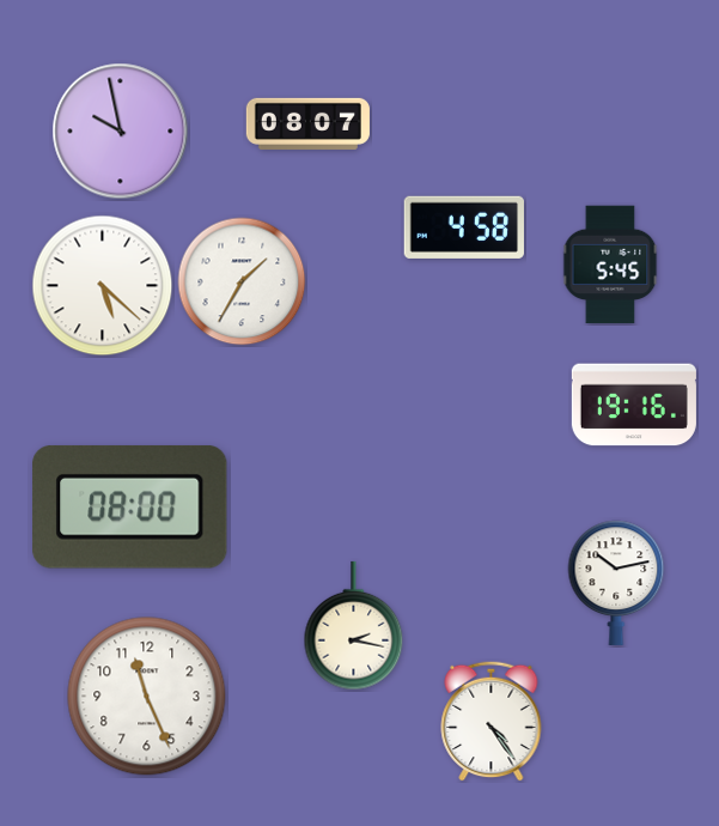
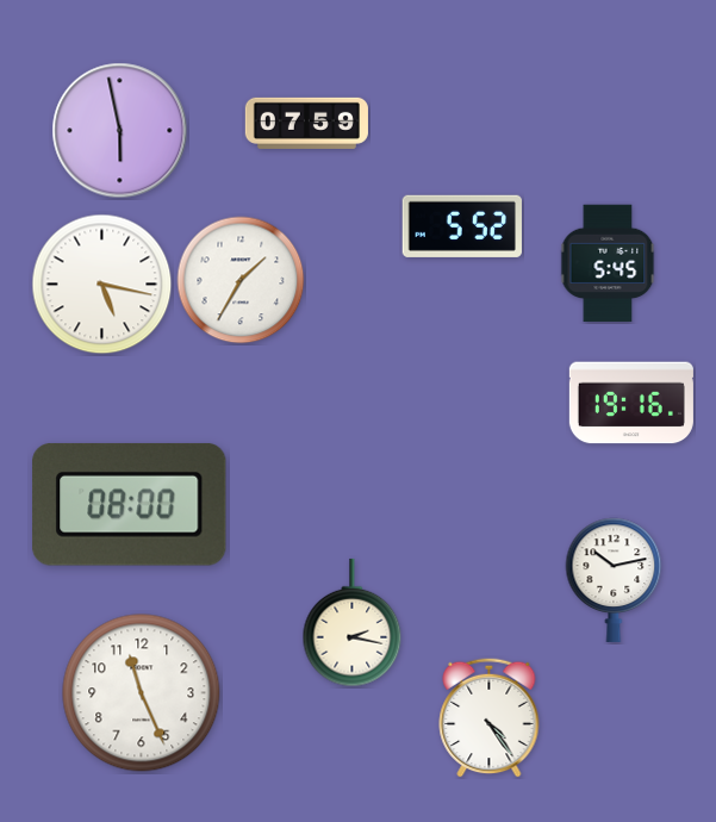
clock at (307, 123): 08:07 -> 07:59
clock at (121, 132): 9:58 -> 5:58
clock at (464, 227): 4:58 -> 5:52
clock at (103, 286): 5:22 -> 5:17
clock at (147, 697) position: (147, 697) -> (142, 693)
